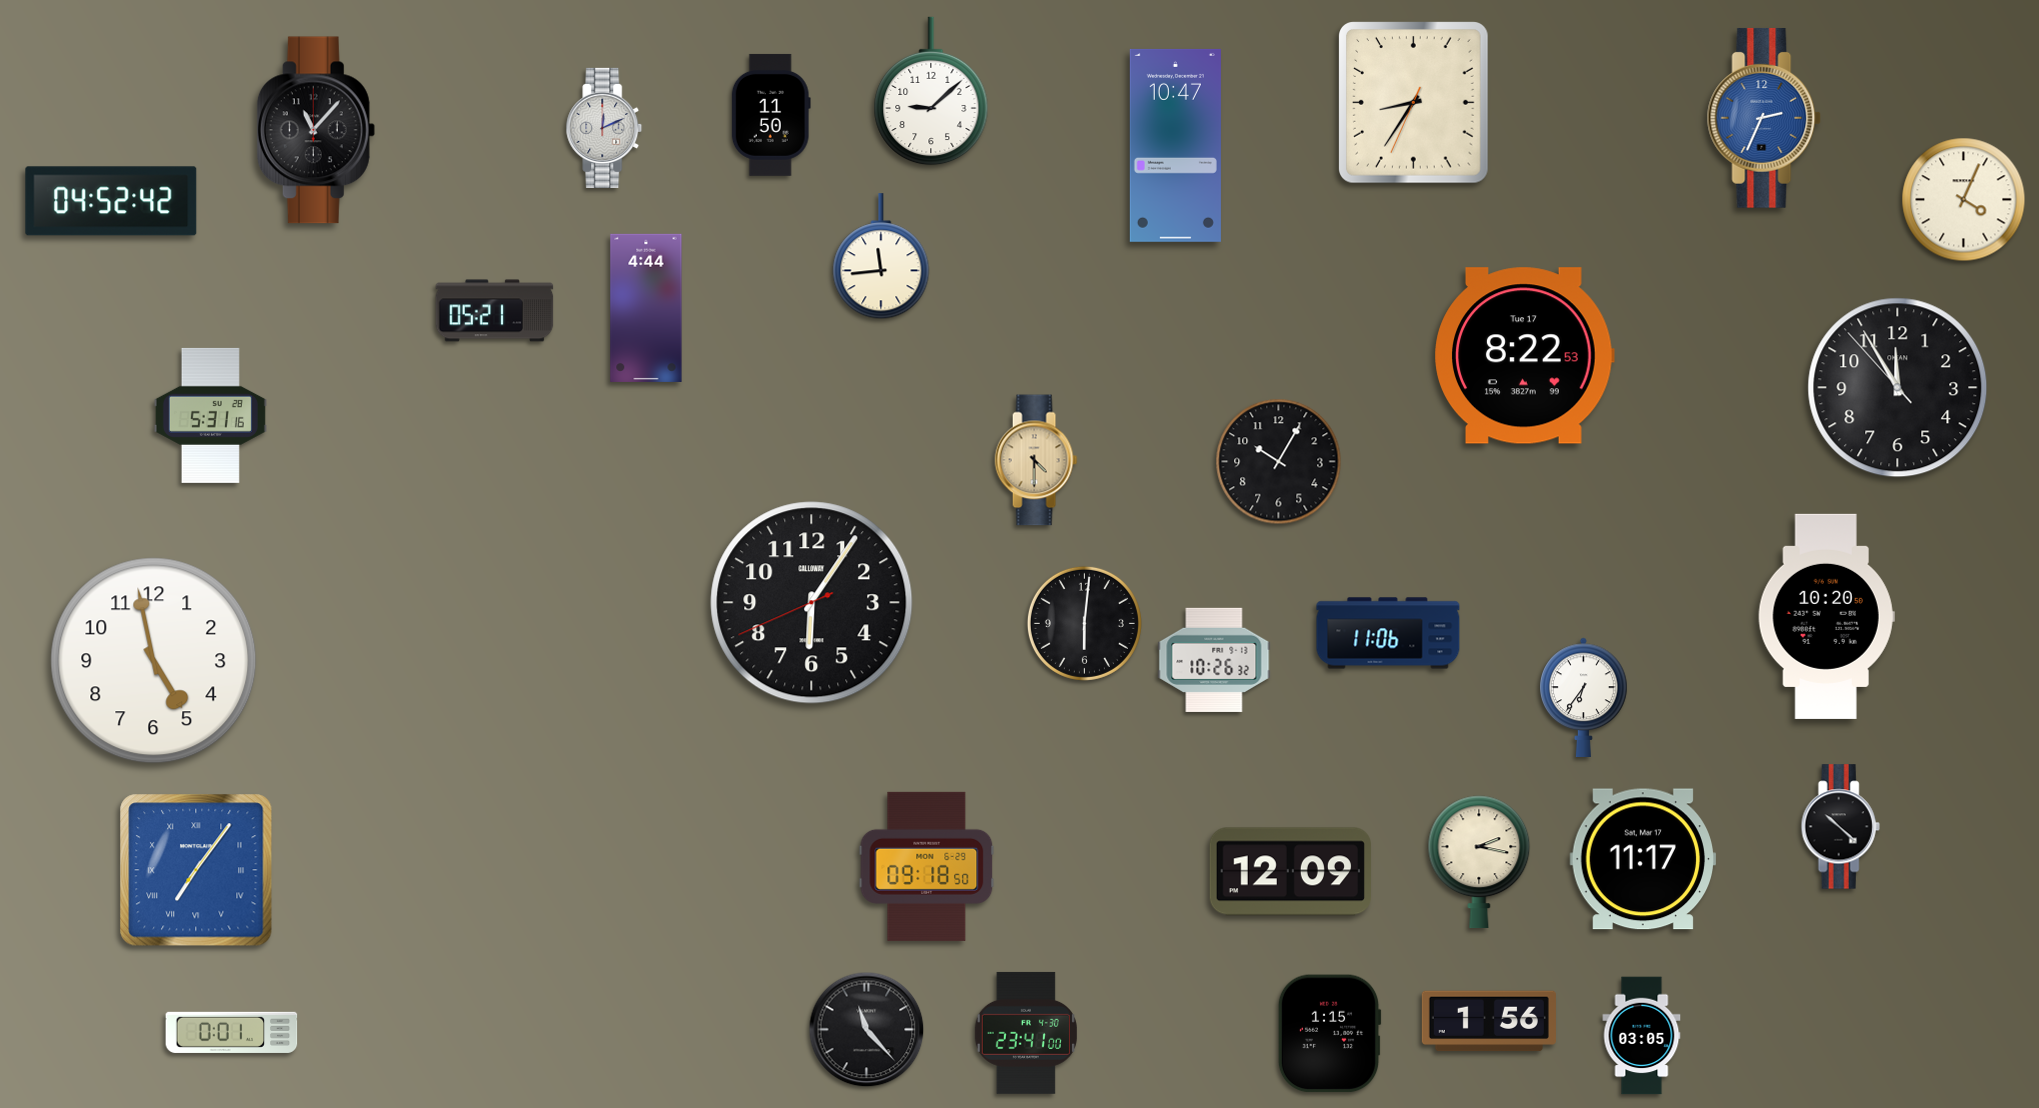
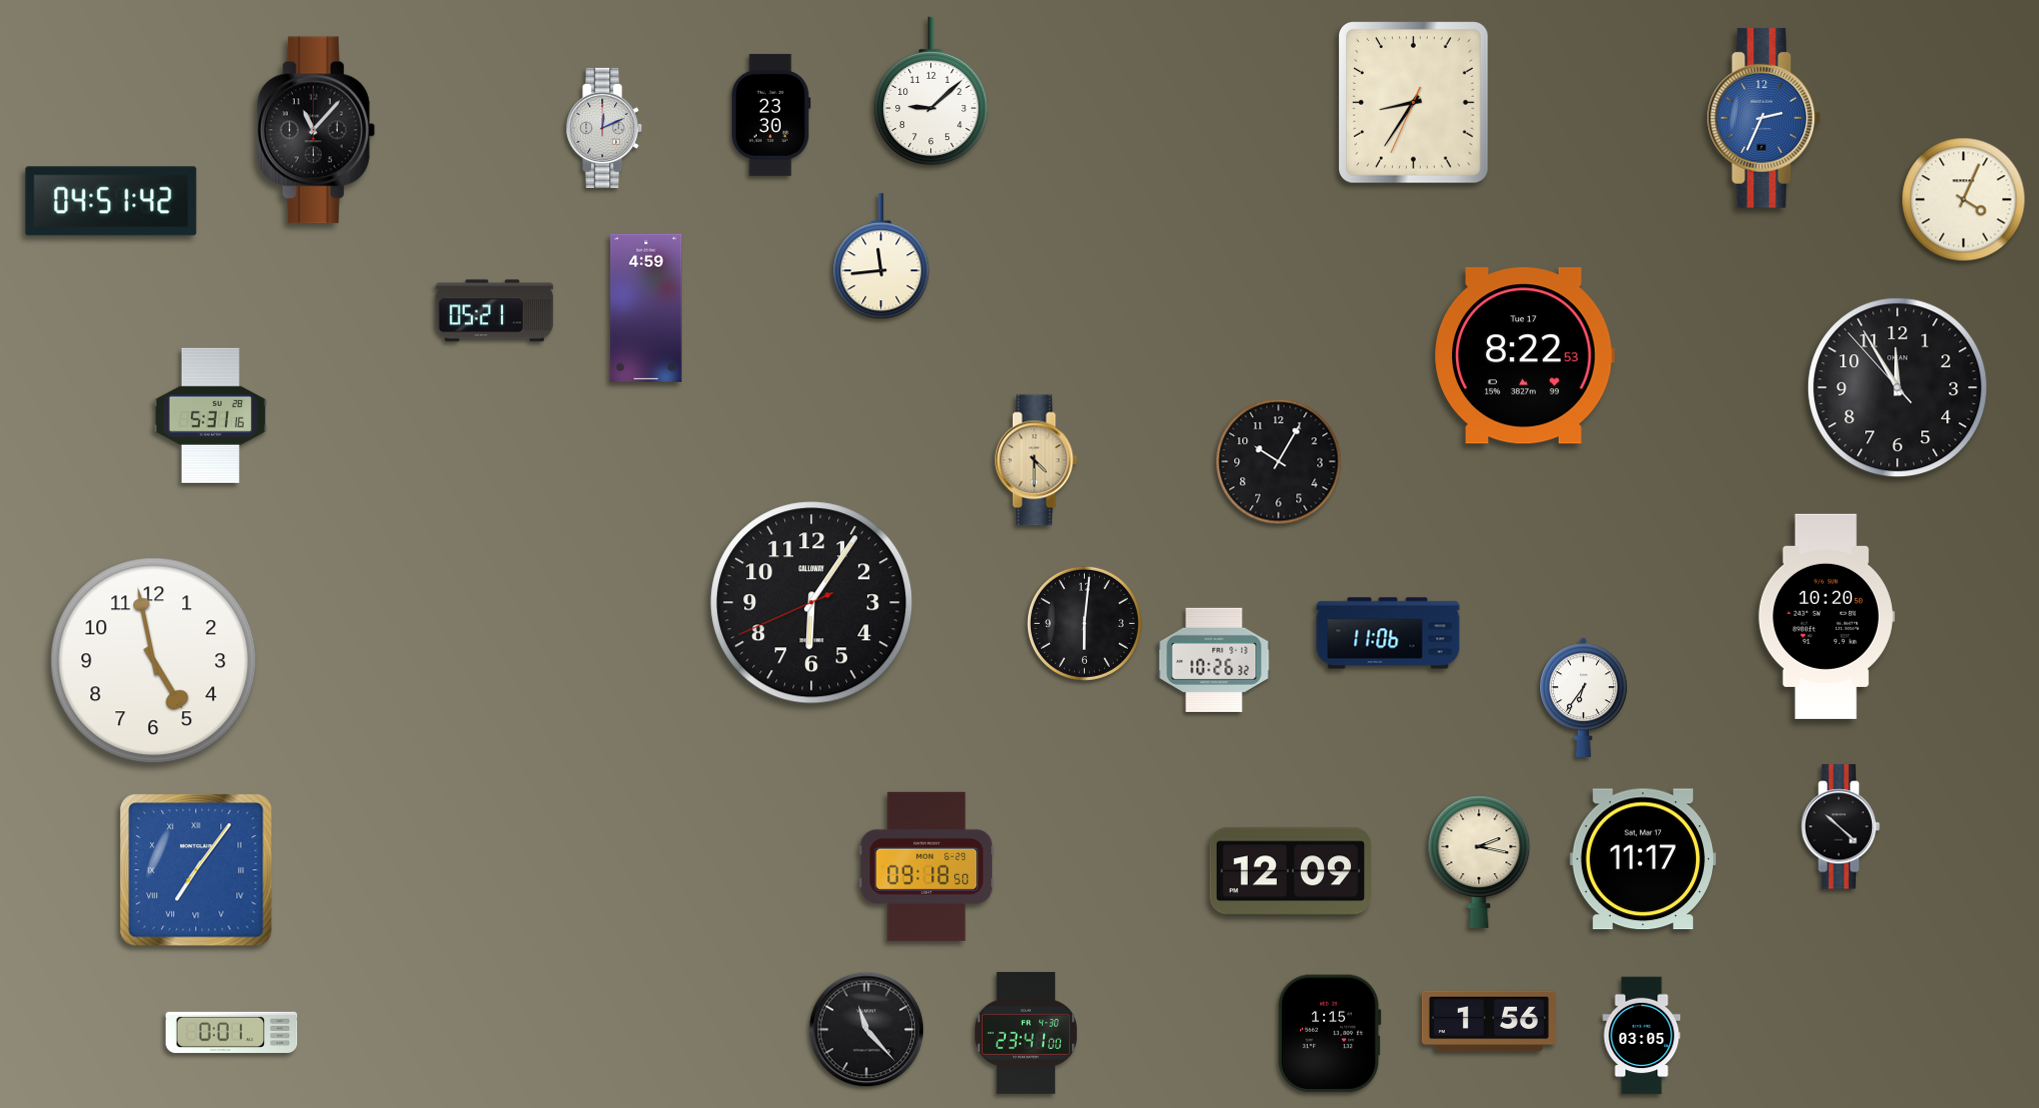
clock at (771, 115): 11:50 -> 23:30
clock at (1175, 145): 10:47 -> none
clock at (111, 201): 04:52 -> 04:51
clock at (646, 308): 4:44 -> 4:59
